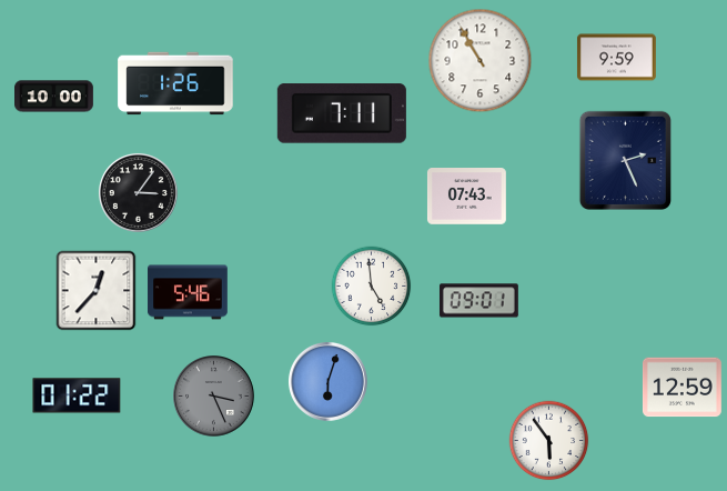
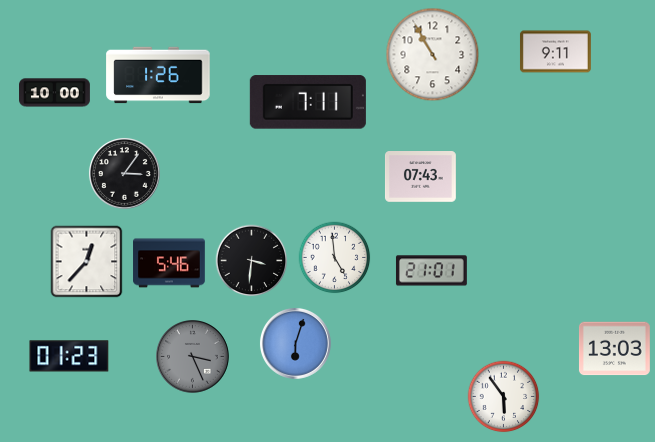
clock at (617, 58): 9:59 -> 9:11
clock at (54, 97) position: (54, 97) -> (55, 93)
clock at (625, 160): 2:26 -> none
clock at (252, 261): none -> 3:31
clock at (478, 301): 09:01 -> 21:01
clock at (681, 388): 12:59 -> 13:03
clock at (77, 395): 01:22 -> 01:23
clock at (549, 441) position: (549, 441) -> (504, 397)
